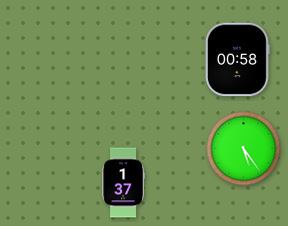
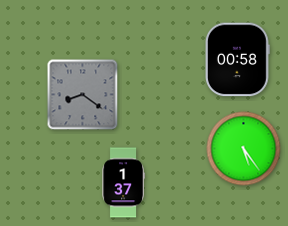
clock at (83, 95): none -> 8:21
